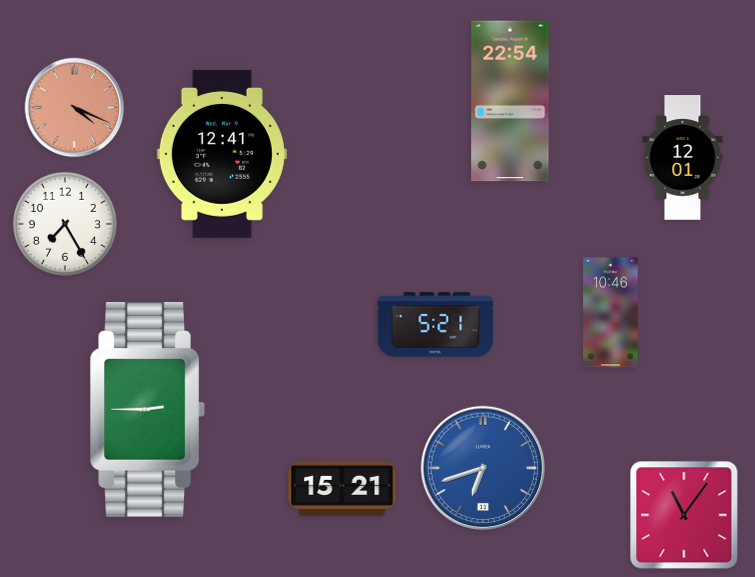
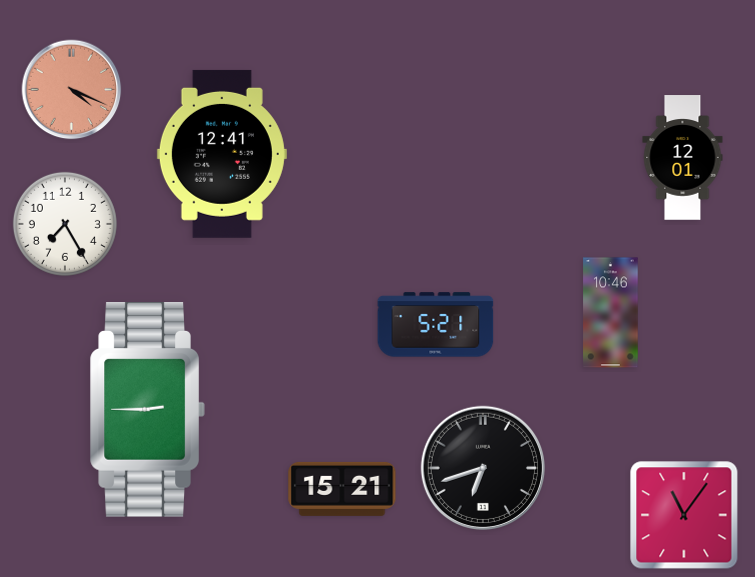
clock at (510, 101): 22:54 -> none
clock at (75, 108) position: (75, 108) -> (72, 90)
clock at (482, 467) dial: blue -> black
